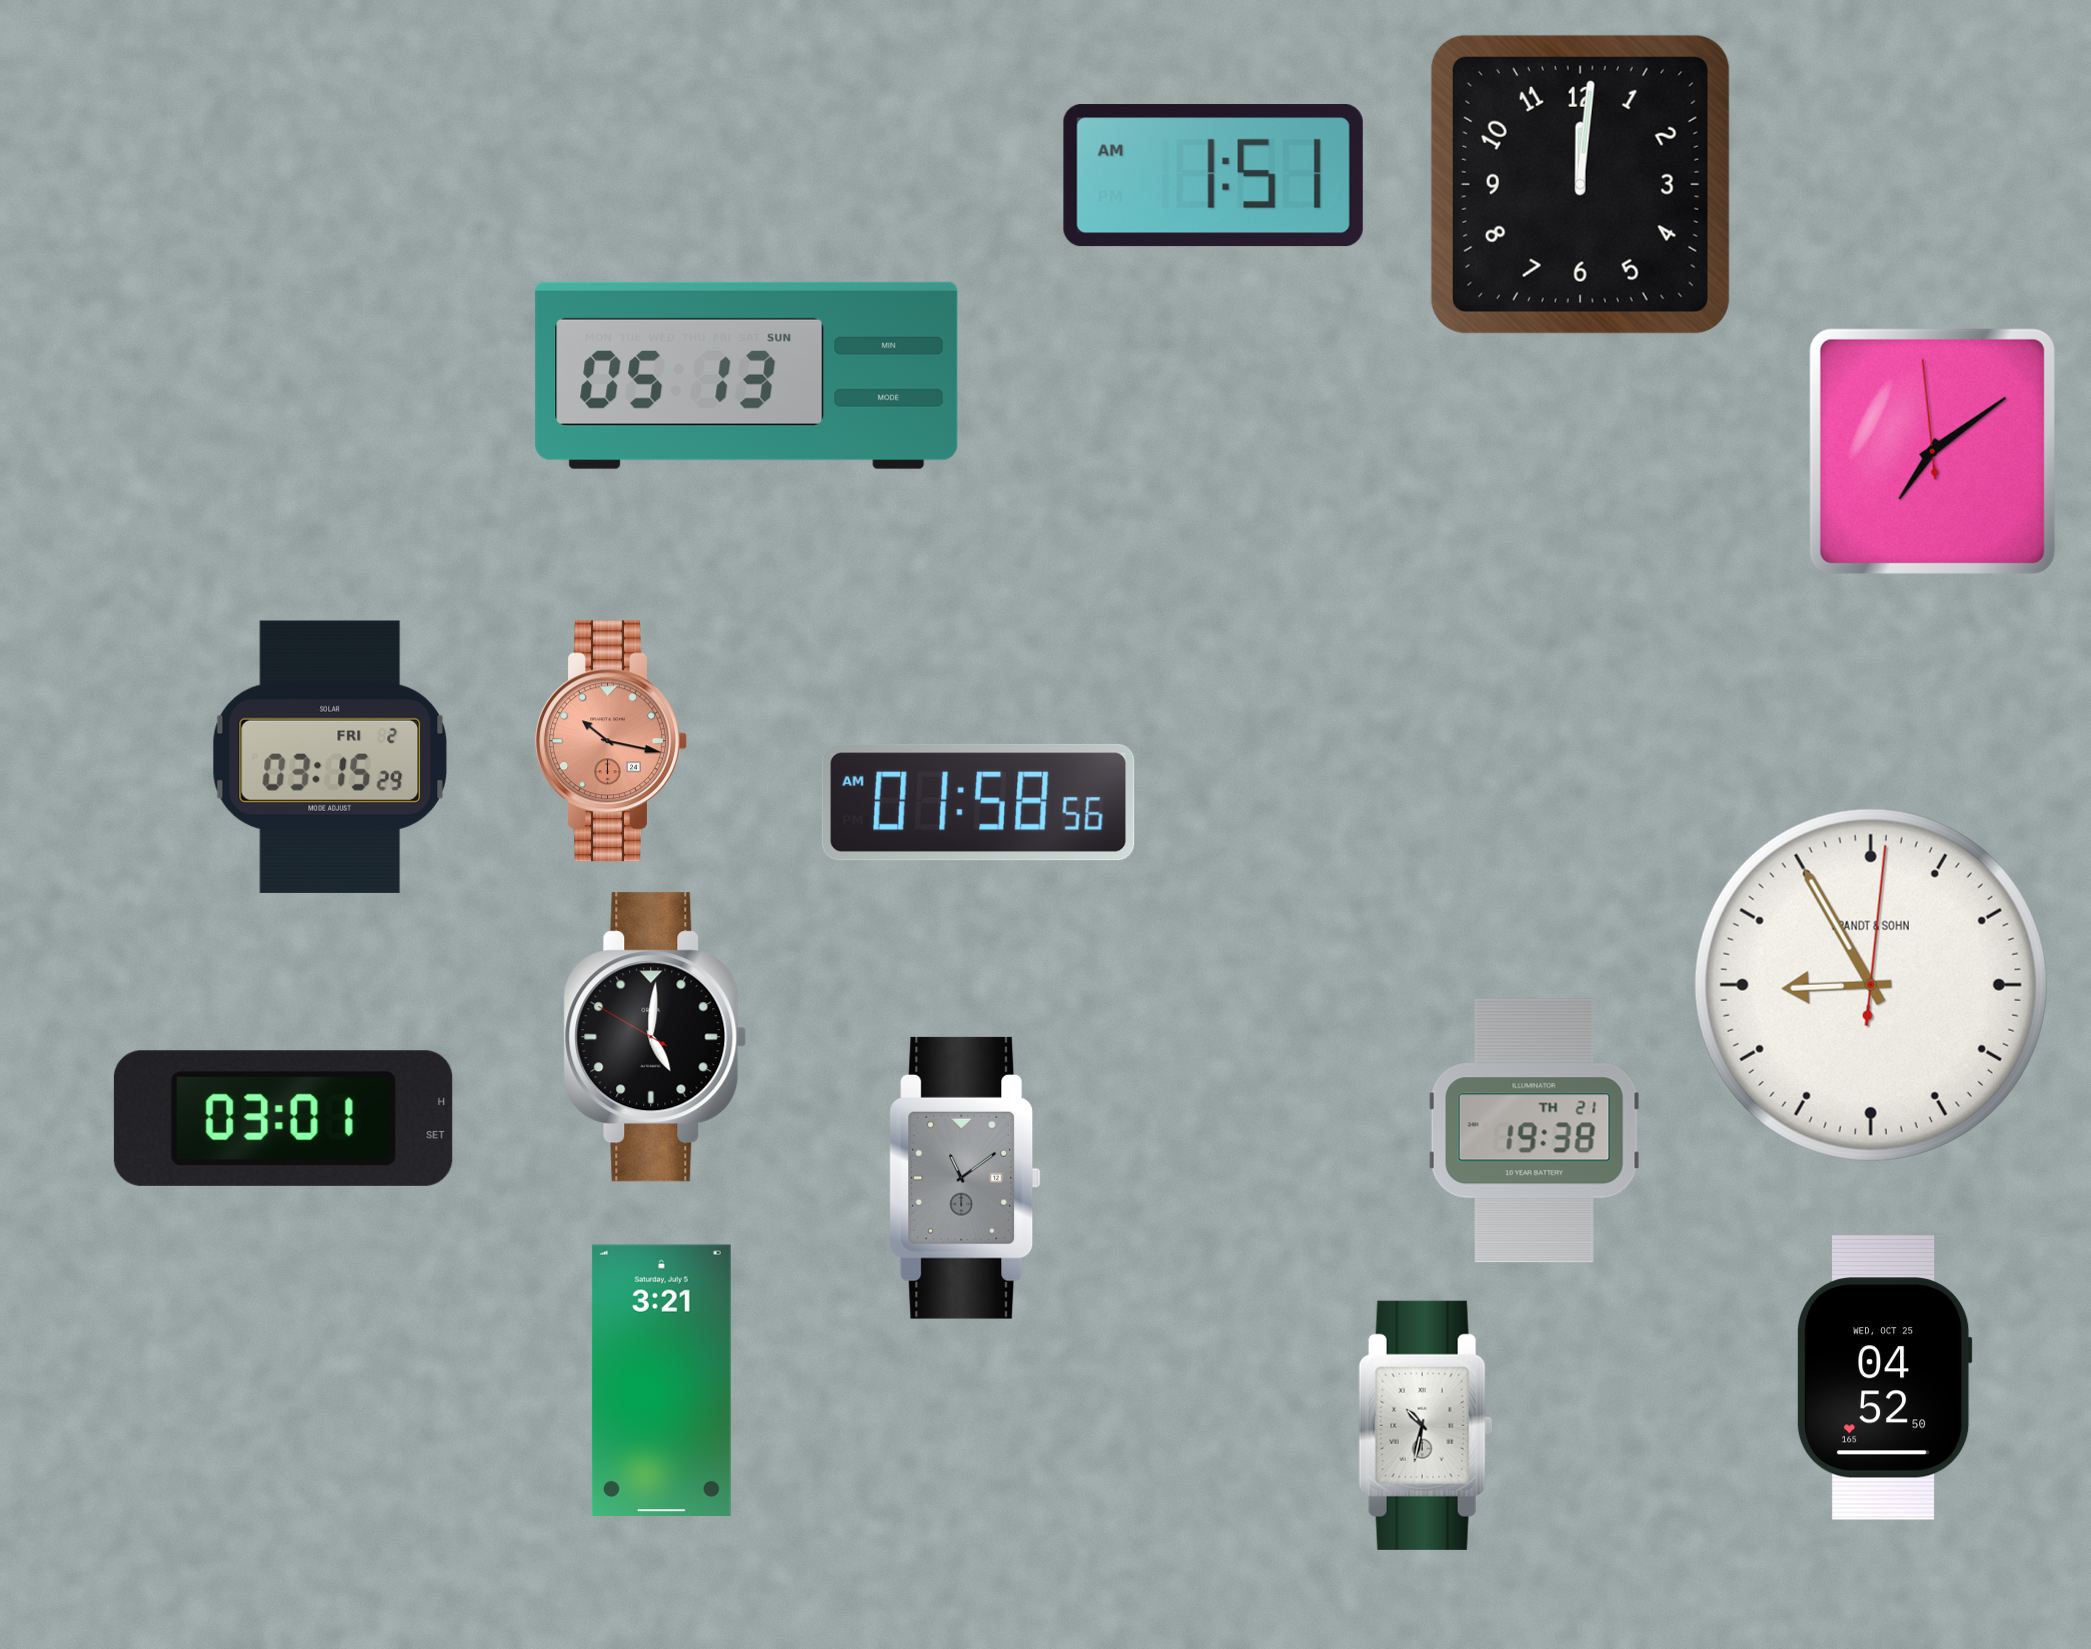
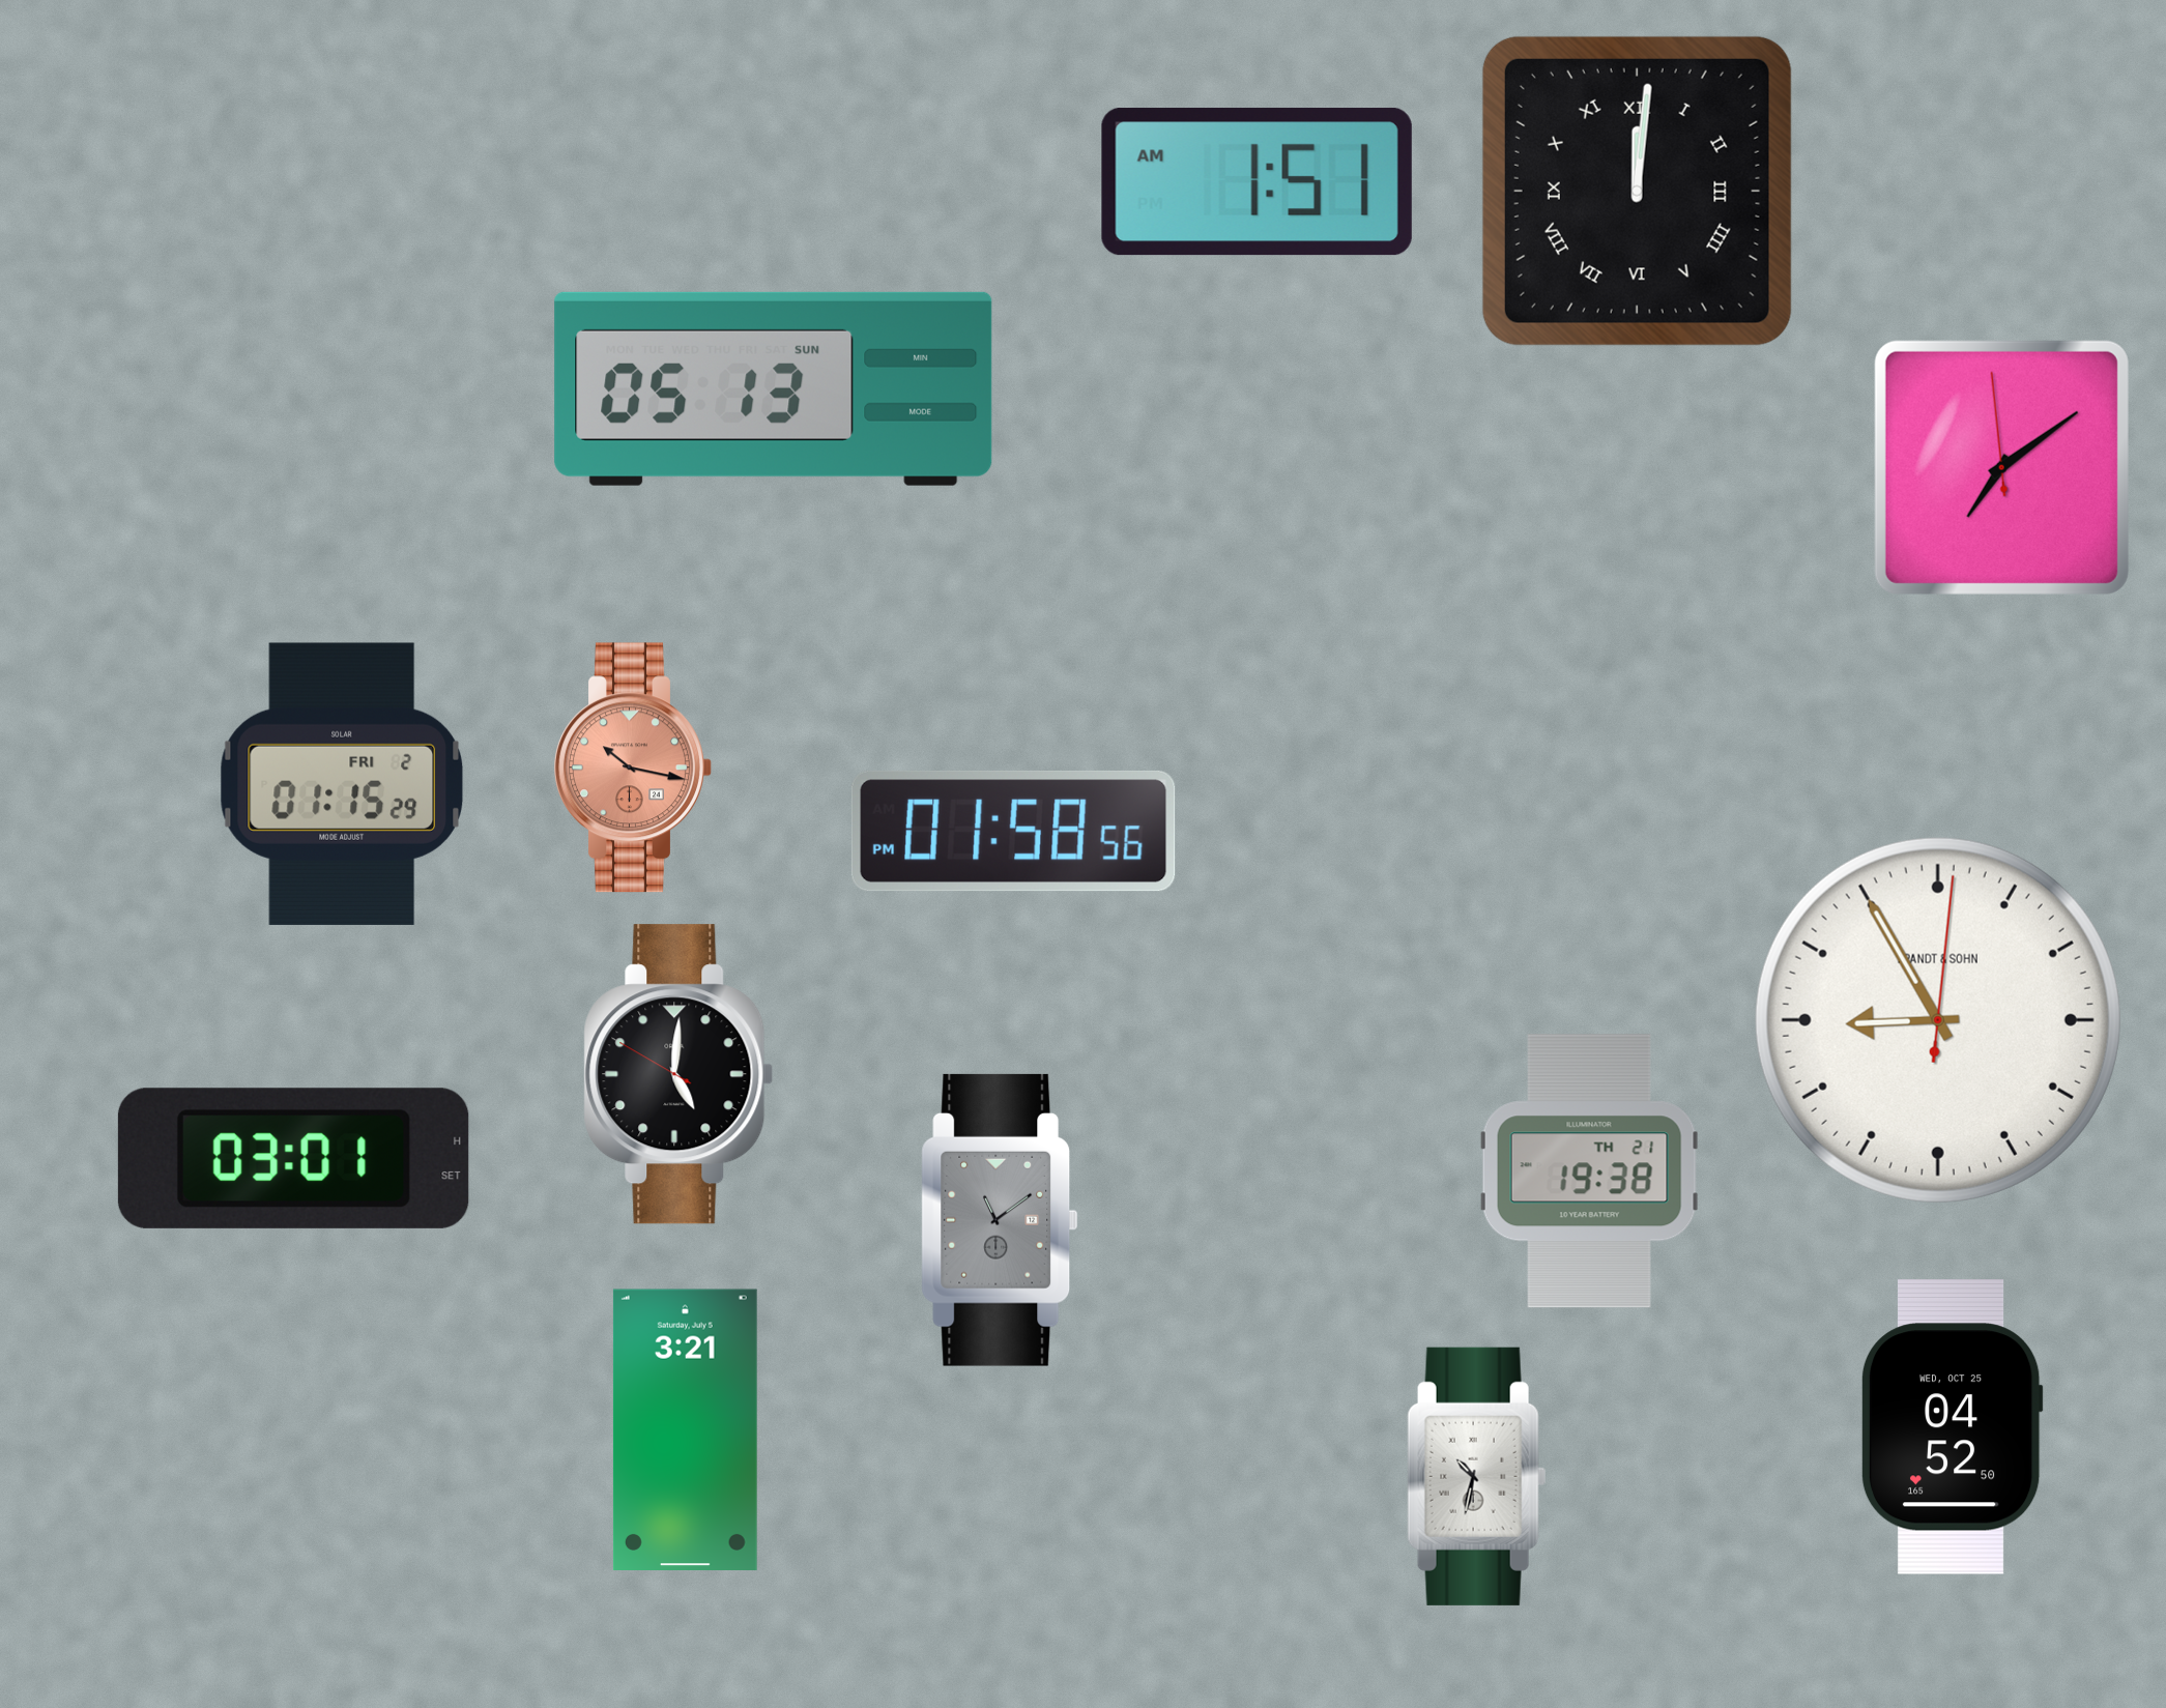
clock at (1580, 184) numerals: Arabic -> Roman
clock at (329, 757): 03:15 -> 01:15
clock at (978, 802): 01:58:56 AM -> 01:58:56 PM
